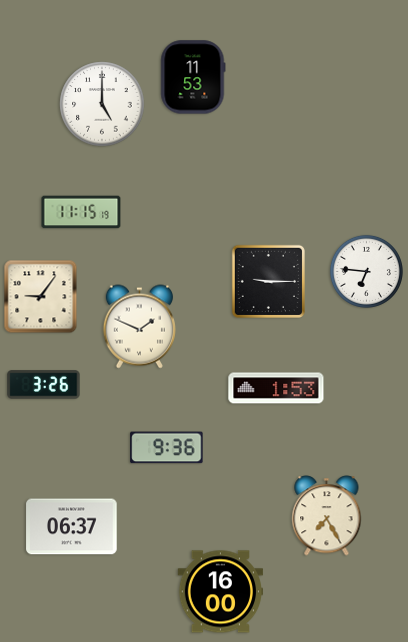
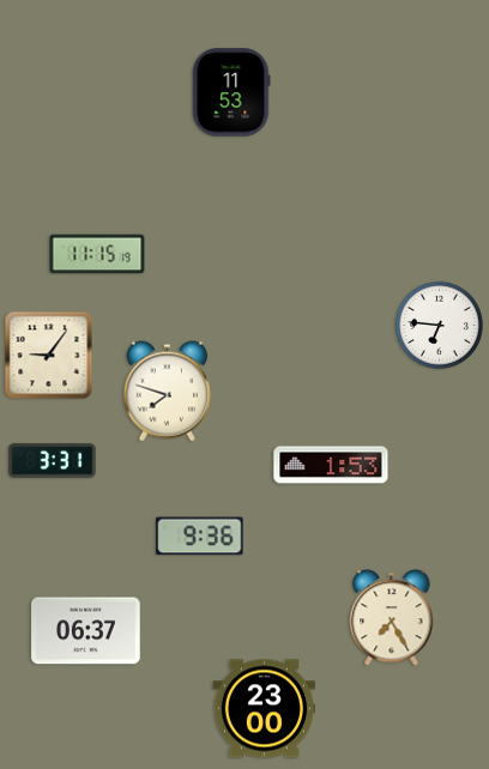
clock at (102, 104): 5:00 -> none
clock at (268, 281): 9:15 -> none
clock at (139, 327): 1:49 -> 7:48
clock at (44, 385): 3:26 -> 3:31
clock at (221, 592): 16:00 -> 23:00
